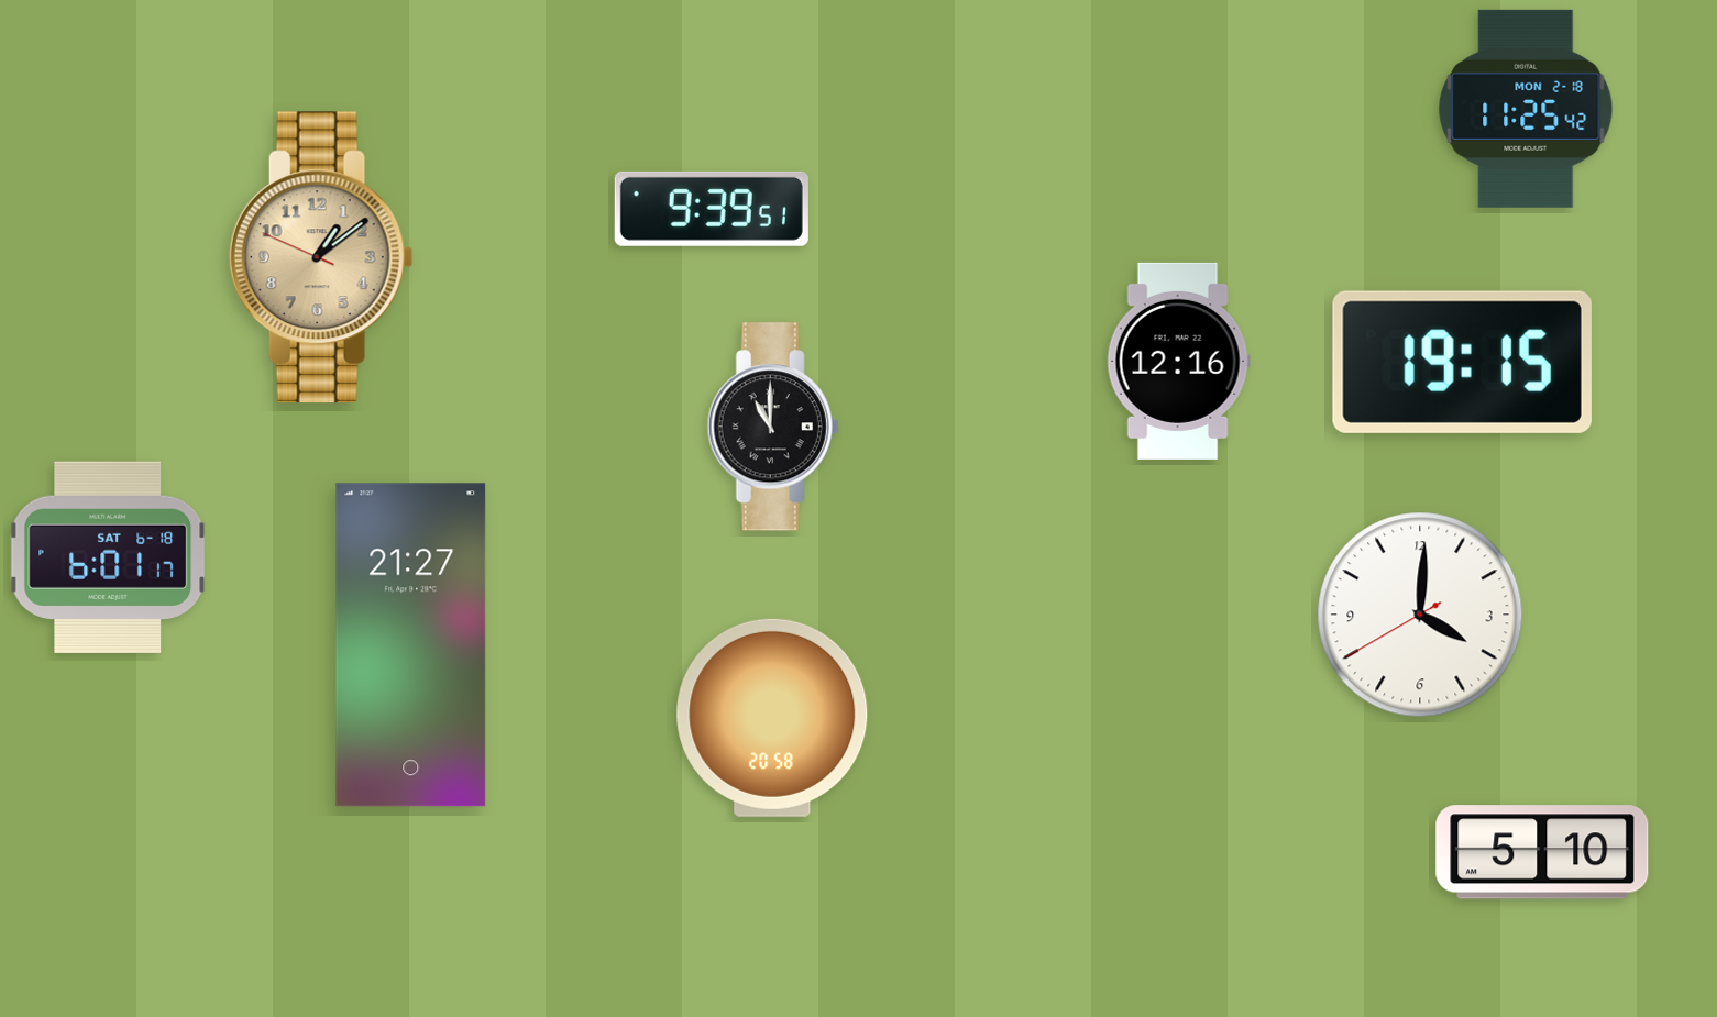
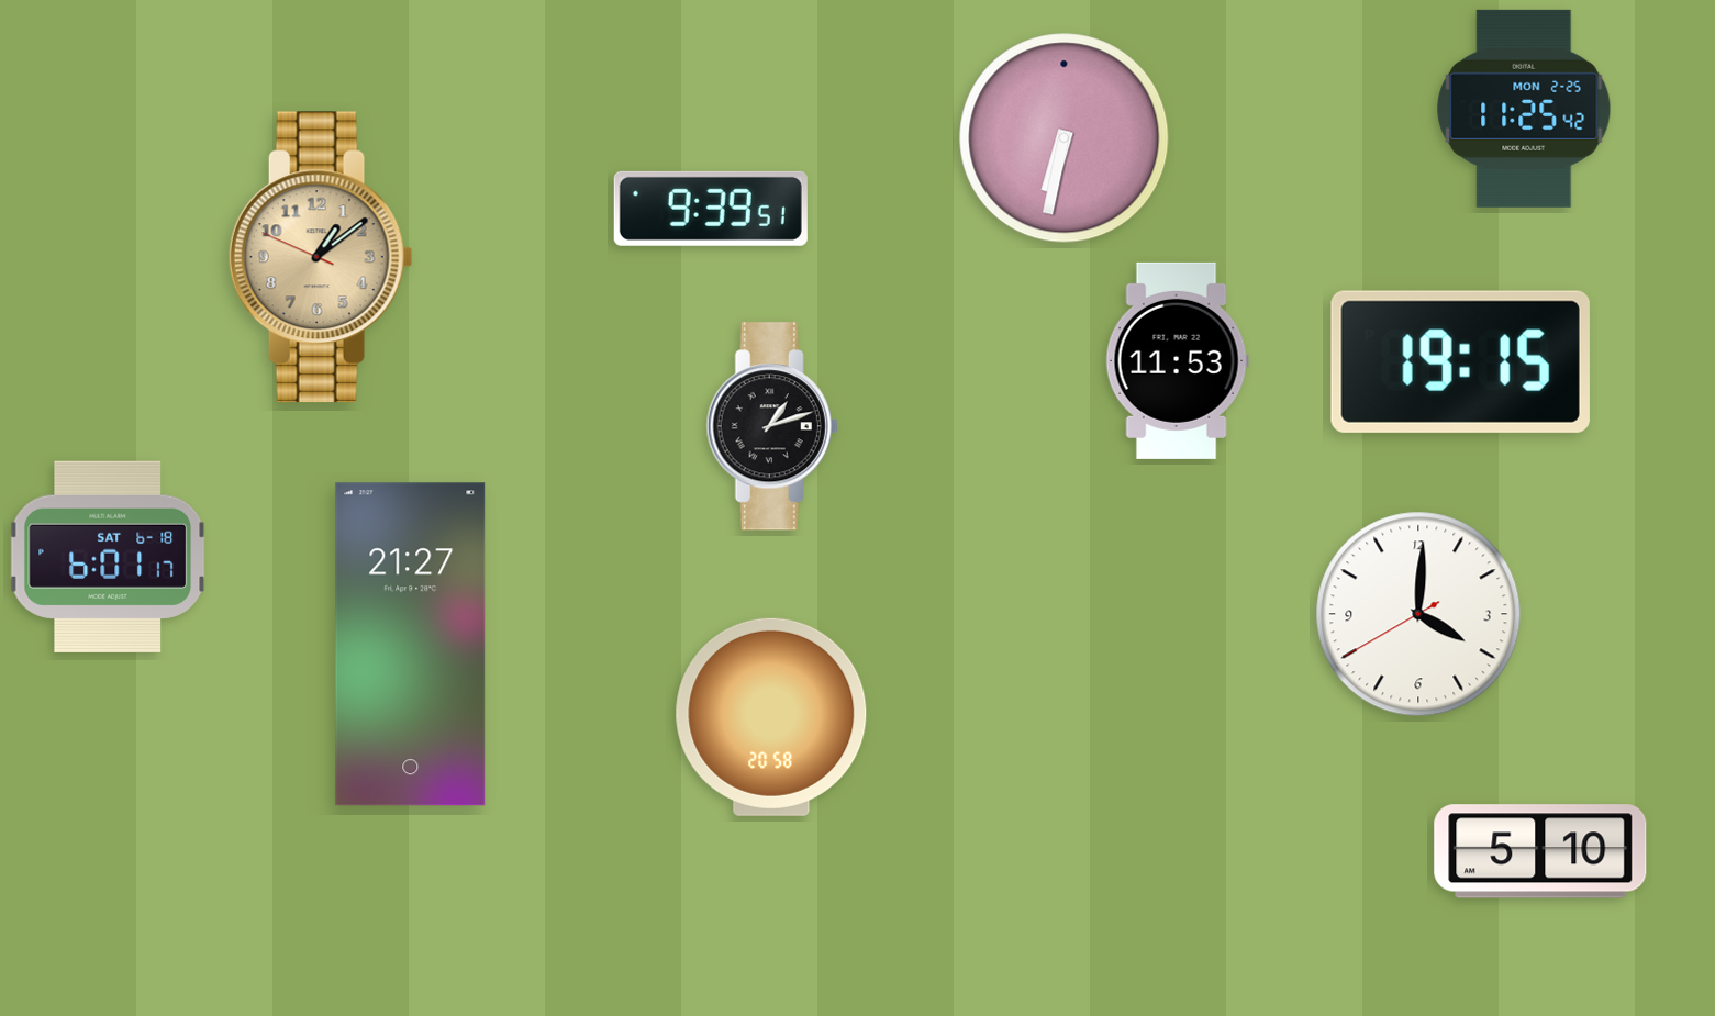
clock at (1526, 109) date: MON 2-18 -> MON 2-25
clock at (1065, 138): none -> 6:32
clock at (1178, 361): 12:16 -> 11:53
clock at (773, 427): 11:00 -> 1:12
